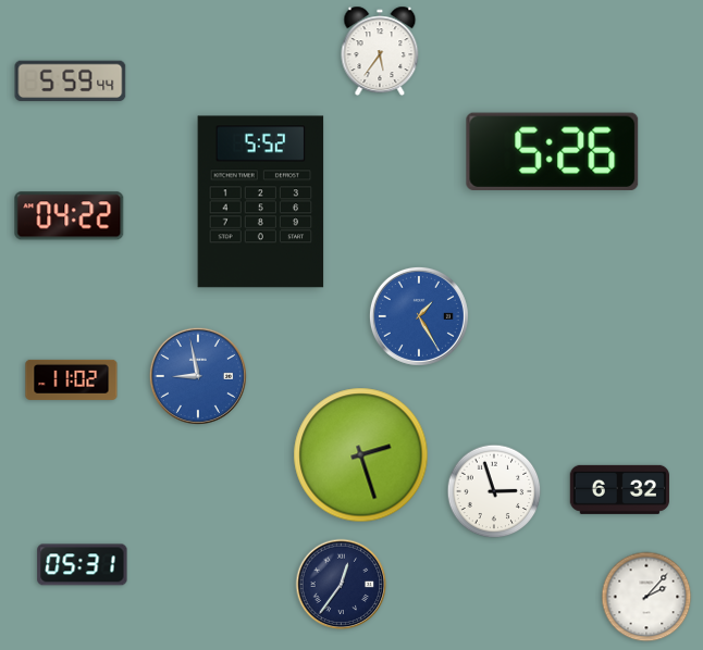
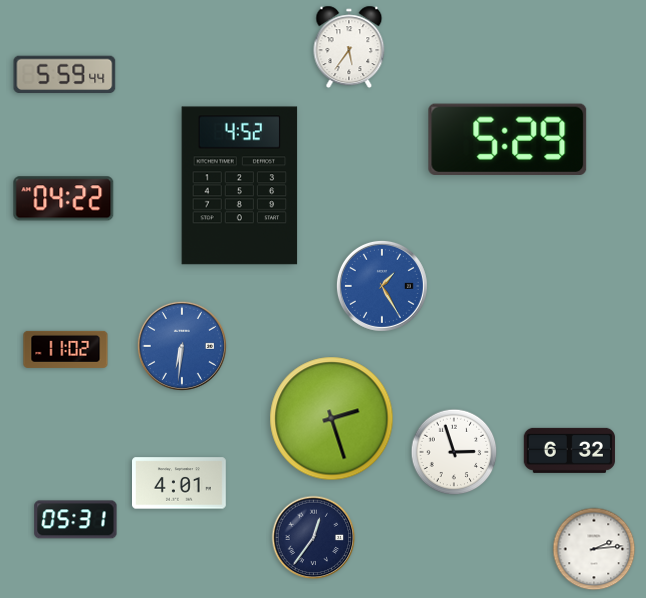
clock at (553, 151): 5:26 -> 5:29
clock at (261, 202): 5:52 -> 4:52
clock at (419, 316) position: (419, 316) -> (382, 286)
clock at (198, 376): 8:58 -> 6:31
clock at (180, 483): none -> 4:01
clock at (646, 597): 2:07 -> 2:14
